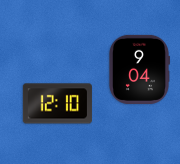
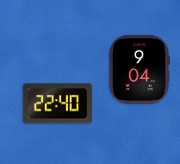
clock at (57, 104): 12:10 -> 22:40
